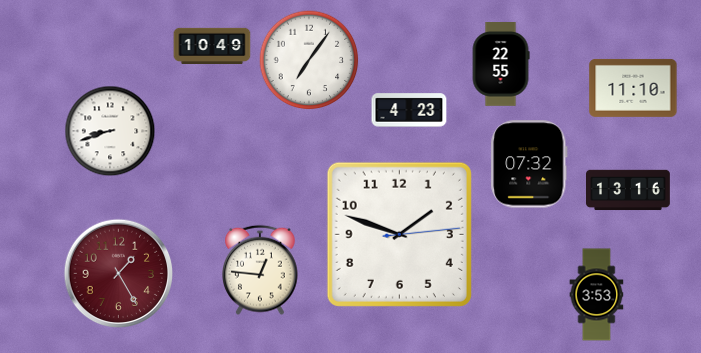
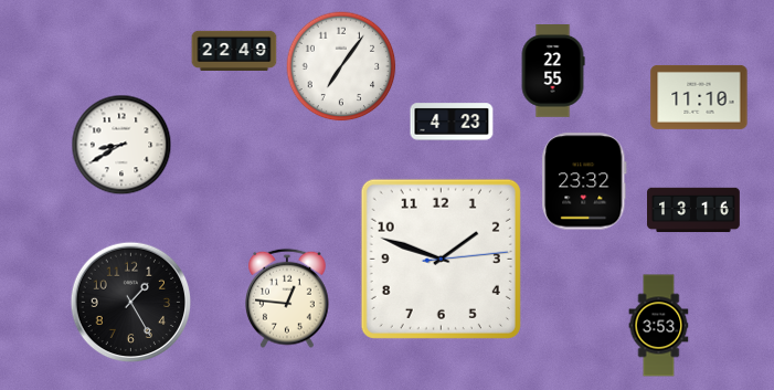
clock at (212, 45): 10:49 -> 22:49
clock at (110, 131): 8:42 -> 8:40
clock at (529, 164): 07:32 -> 23:32
clock at (119, 274) dial: burgundy -> black
